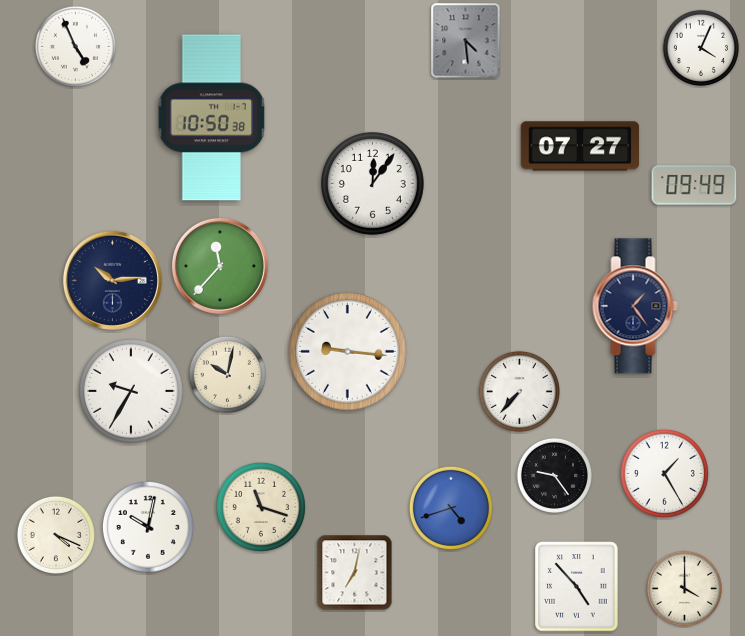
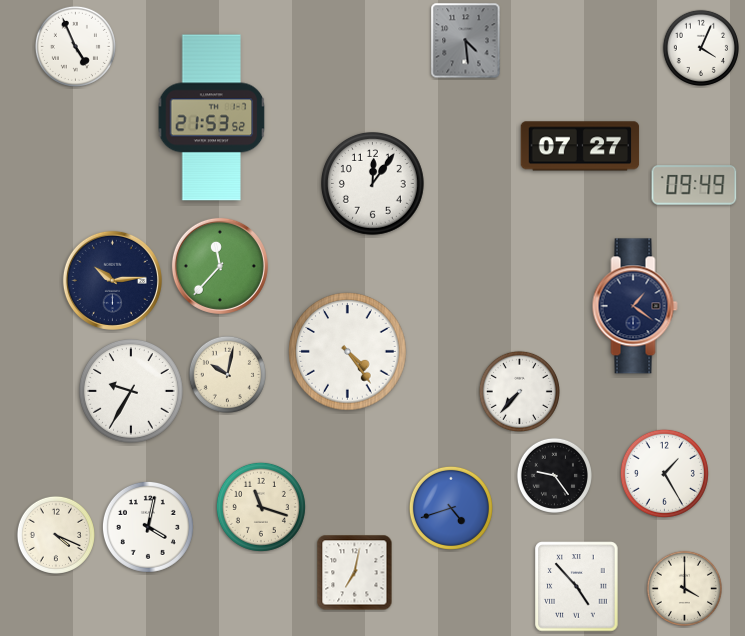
clock at (212, 118): 10:50 -> 21:53
clock at (635, 306): 1:24 -> 1:21
clock at (348, 352): 9:16 -> 4:24
clock at (148, 527): 10:02 -> 4:02
